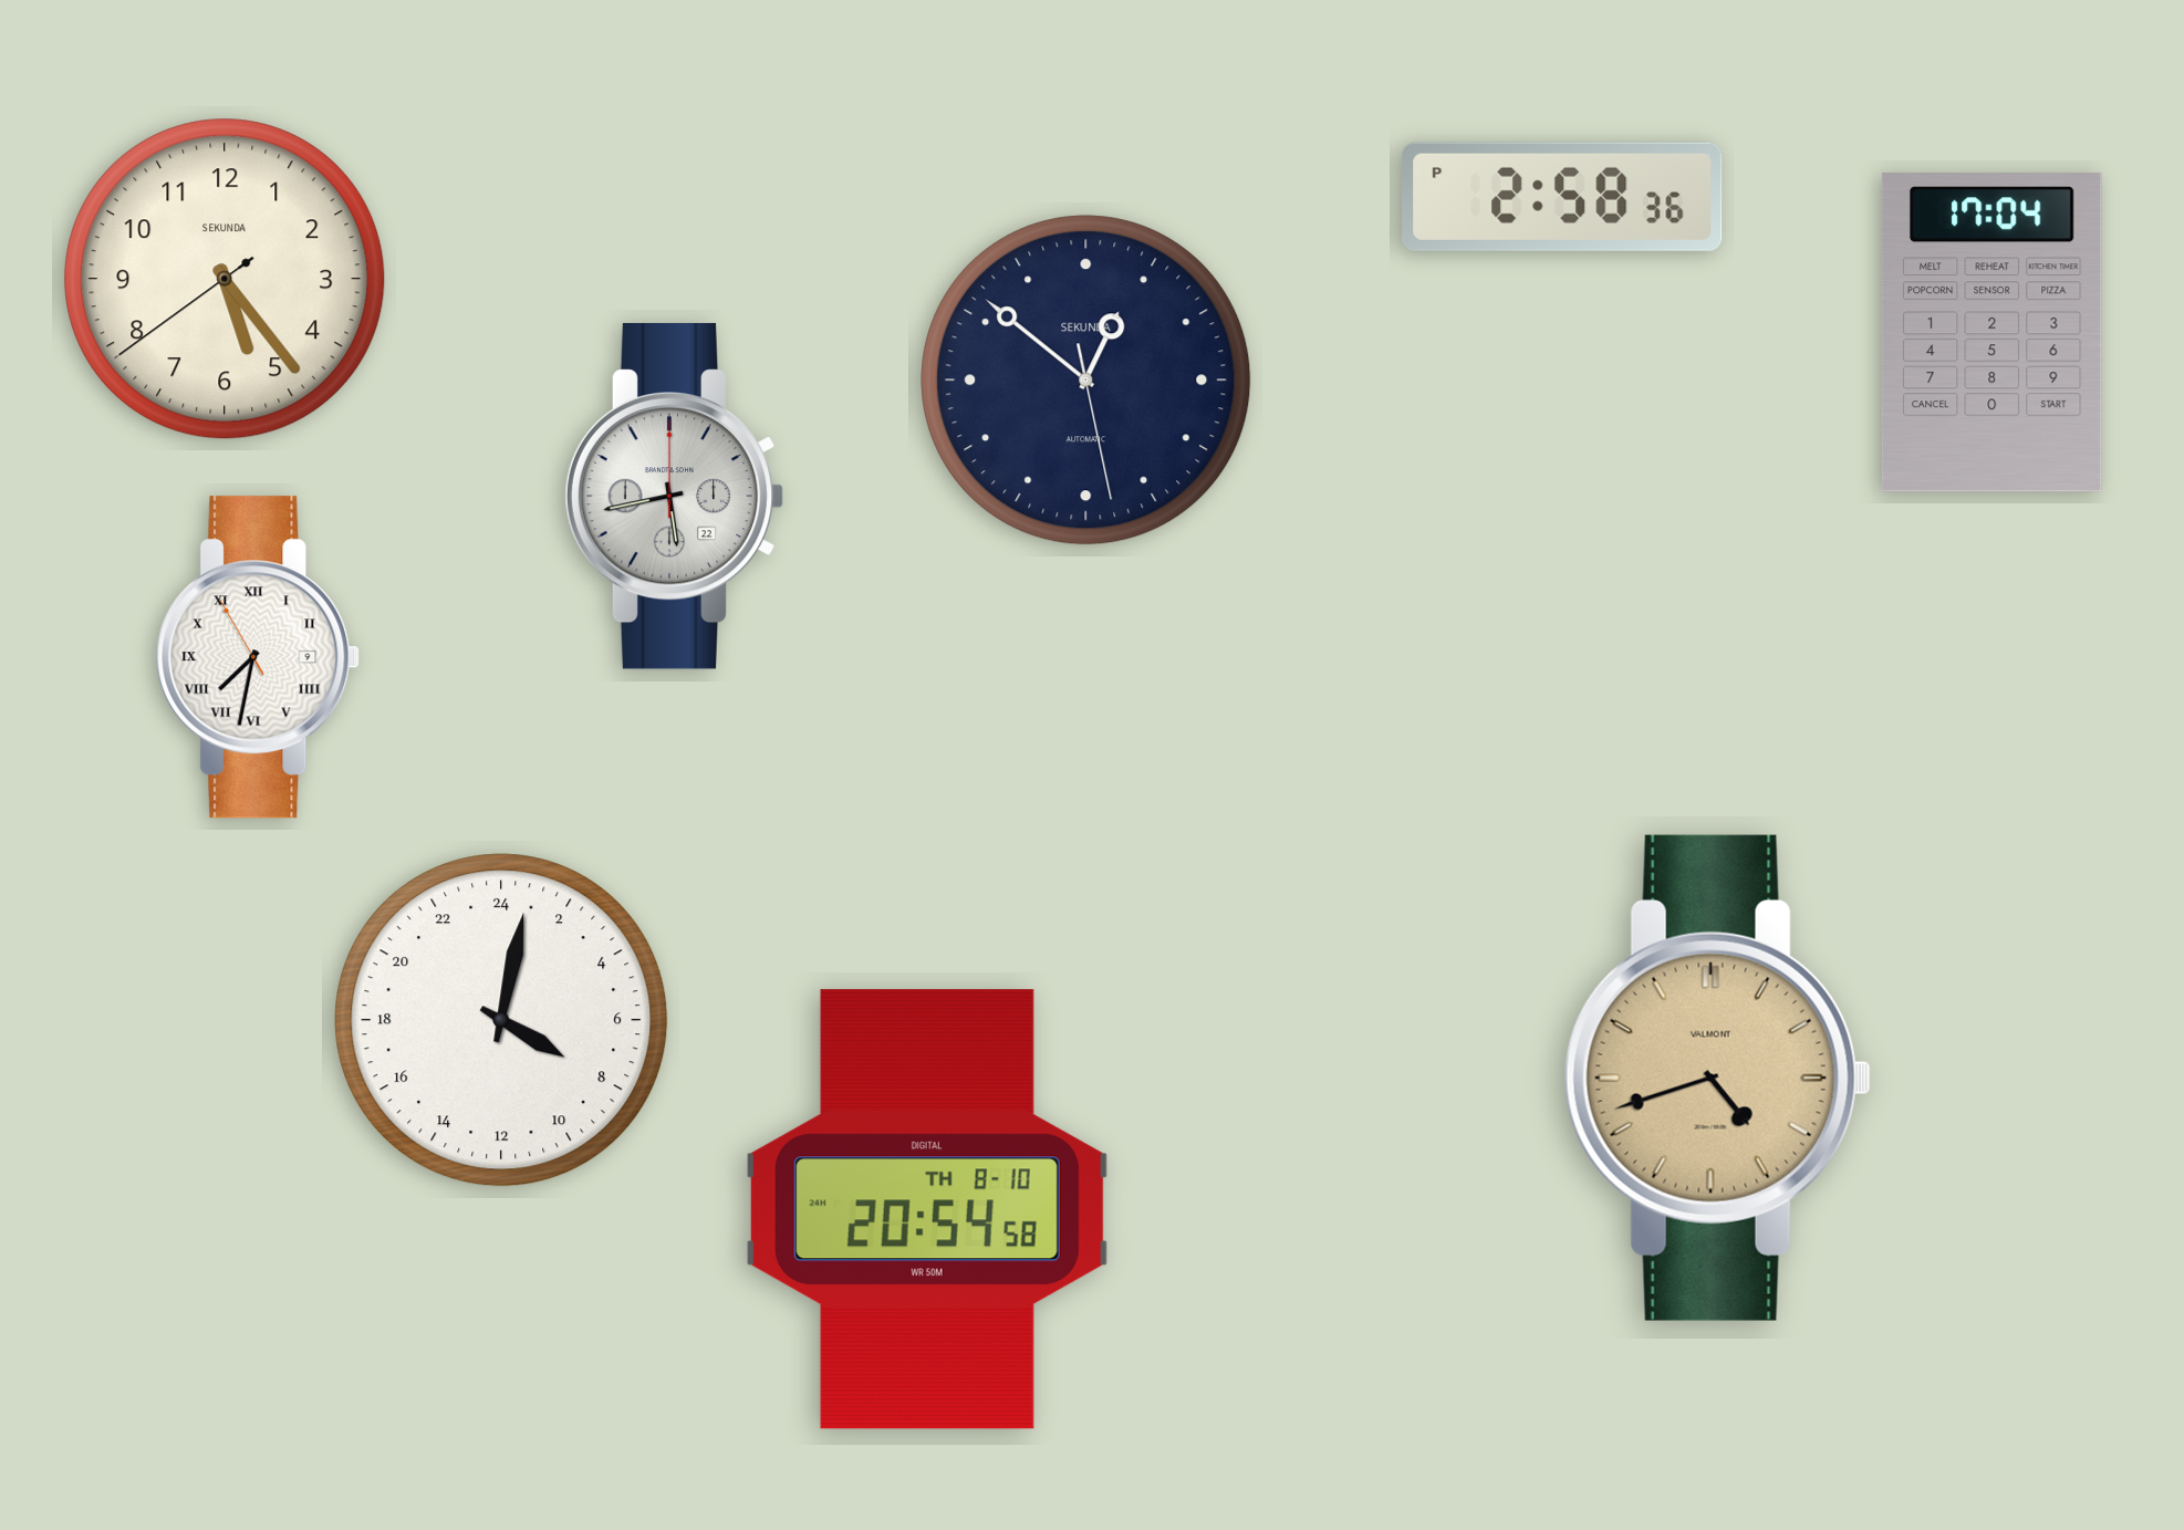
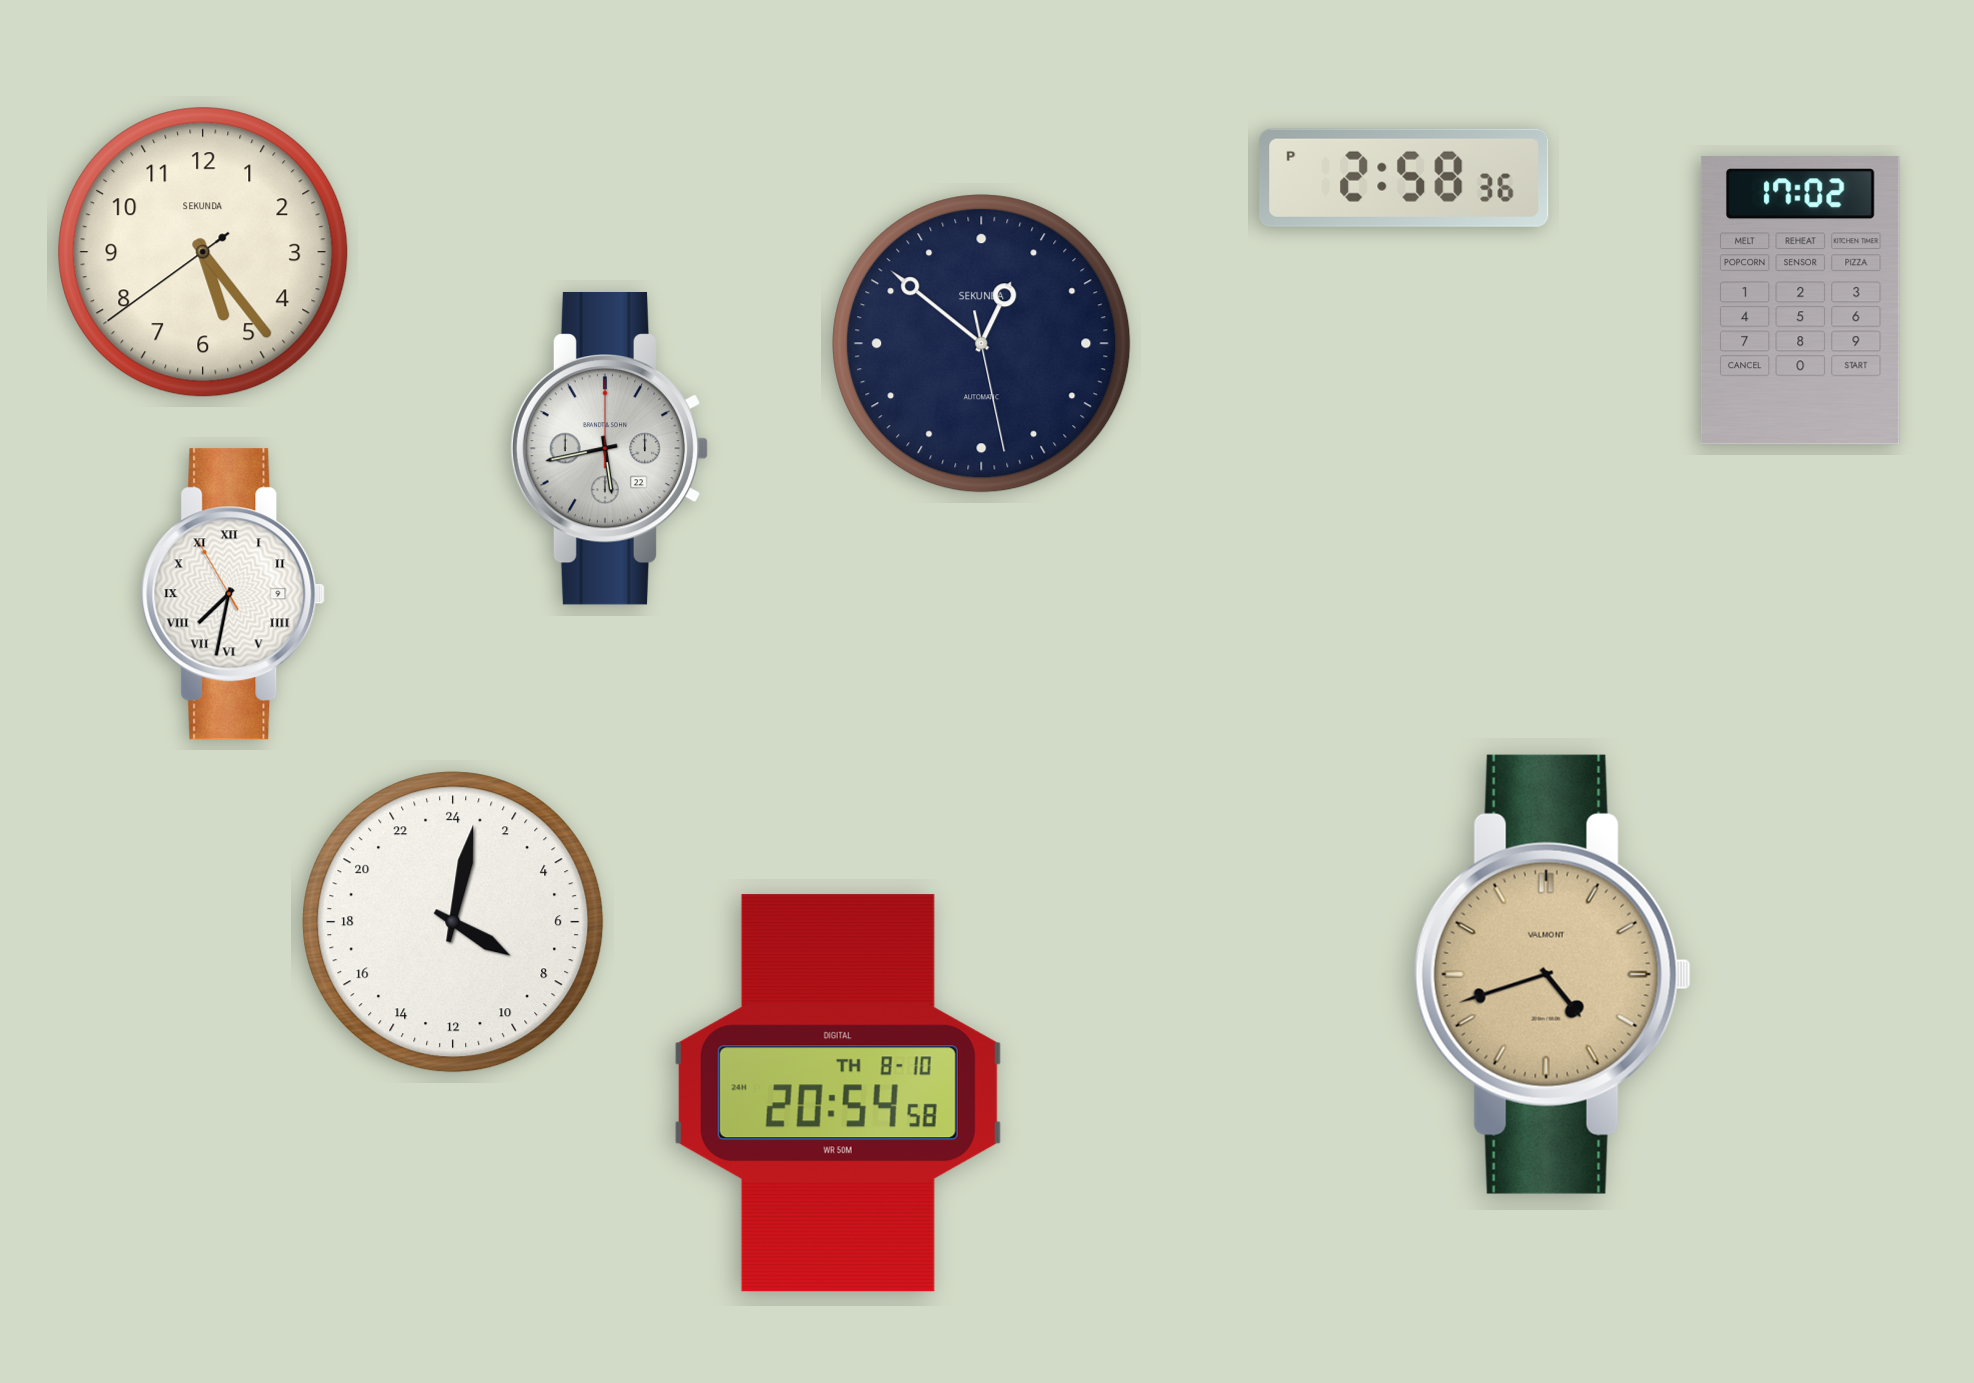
clock at (1562, 197) position: (1562, 197) -> (1404, 178)
clock at (1991, 333): 17:04 -> 17:02
